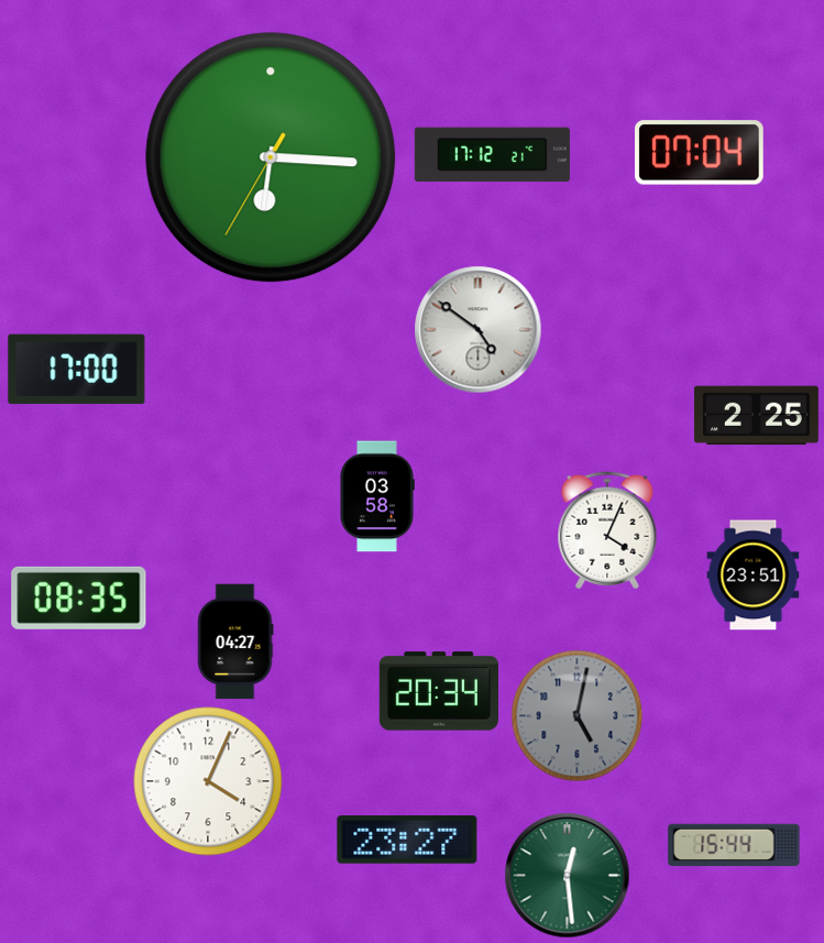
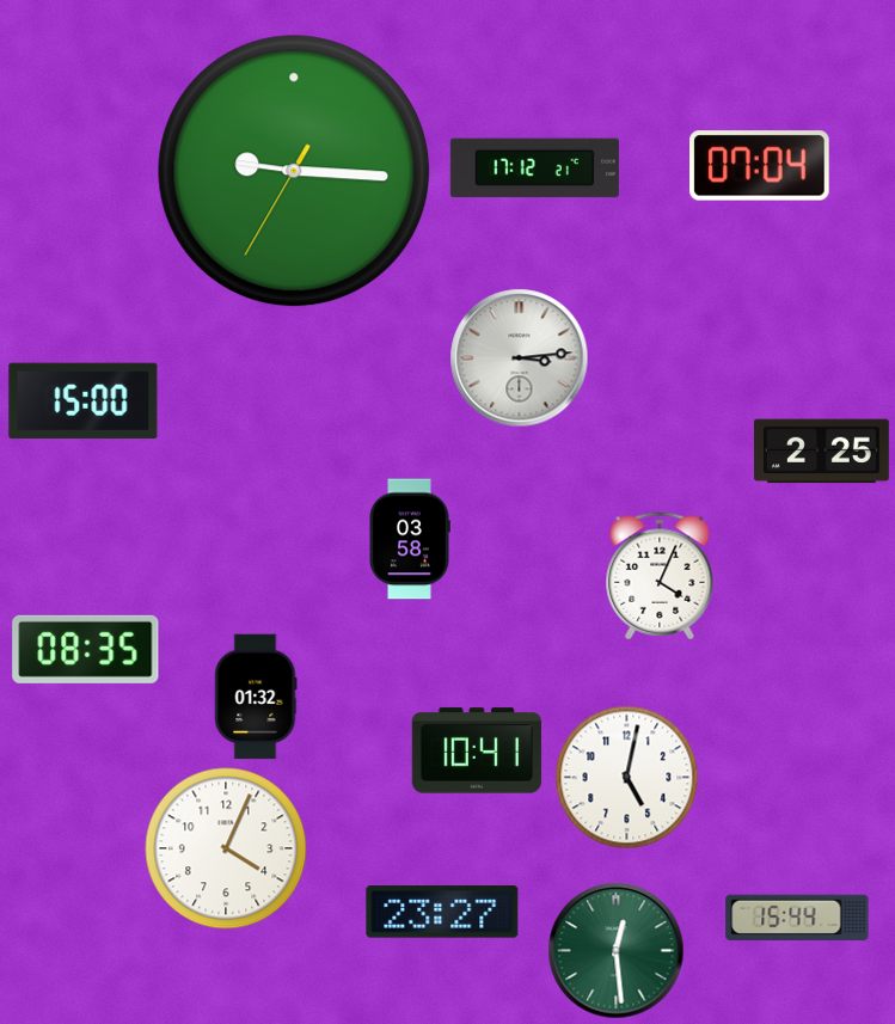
clock at (271, 157): 6:15 -> 9:15
clock at (479, 330): 4:51 -> 3:14
clock at (77, 370): 17:00 -> 15:00
clock at (754, 575): 23:51 -> none
clock at (235, 642): 04:27 -> 01:32
clock at (439, 691): 20:34 -> 10:41
clock at (578, 716) dial: grey -> white
